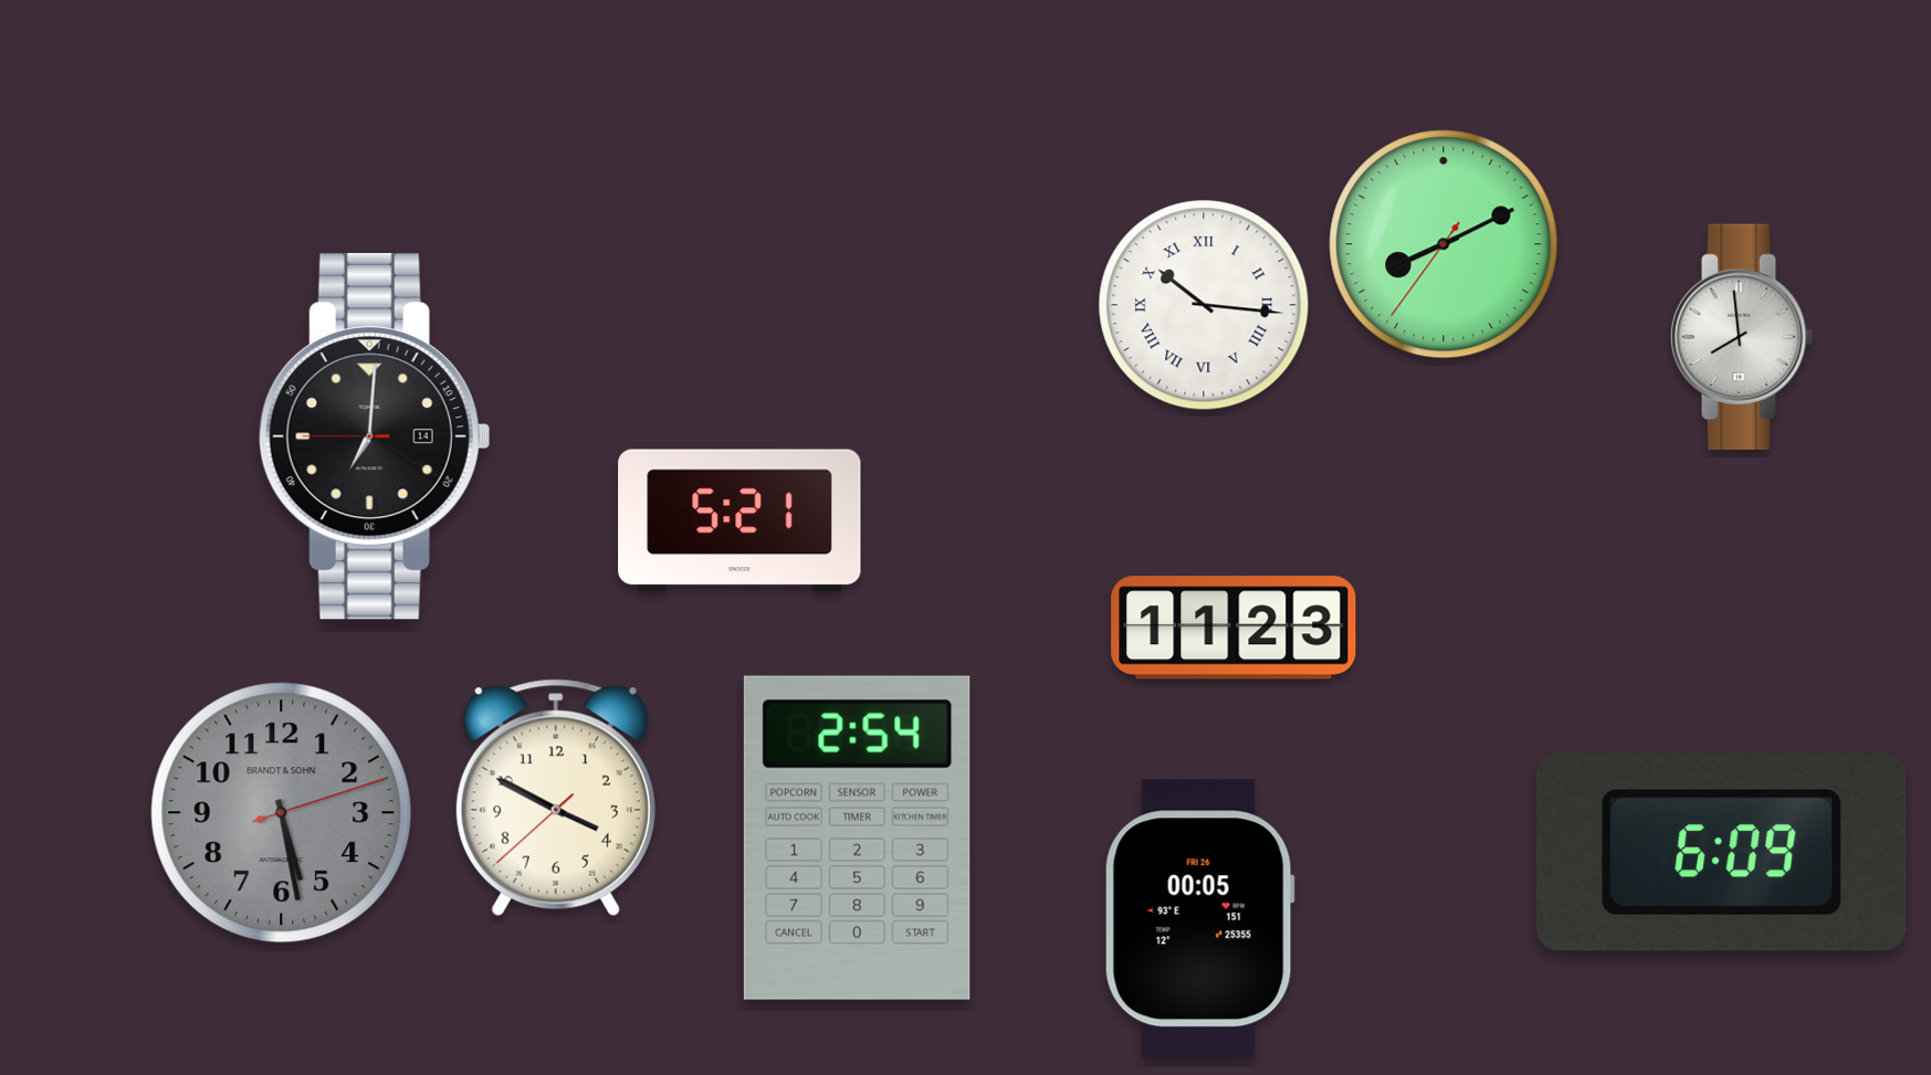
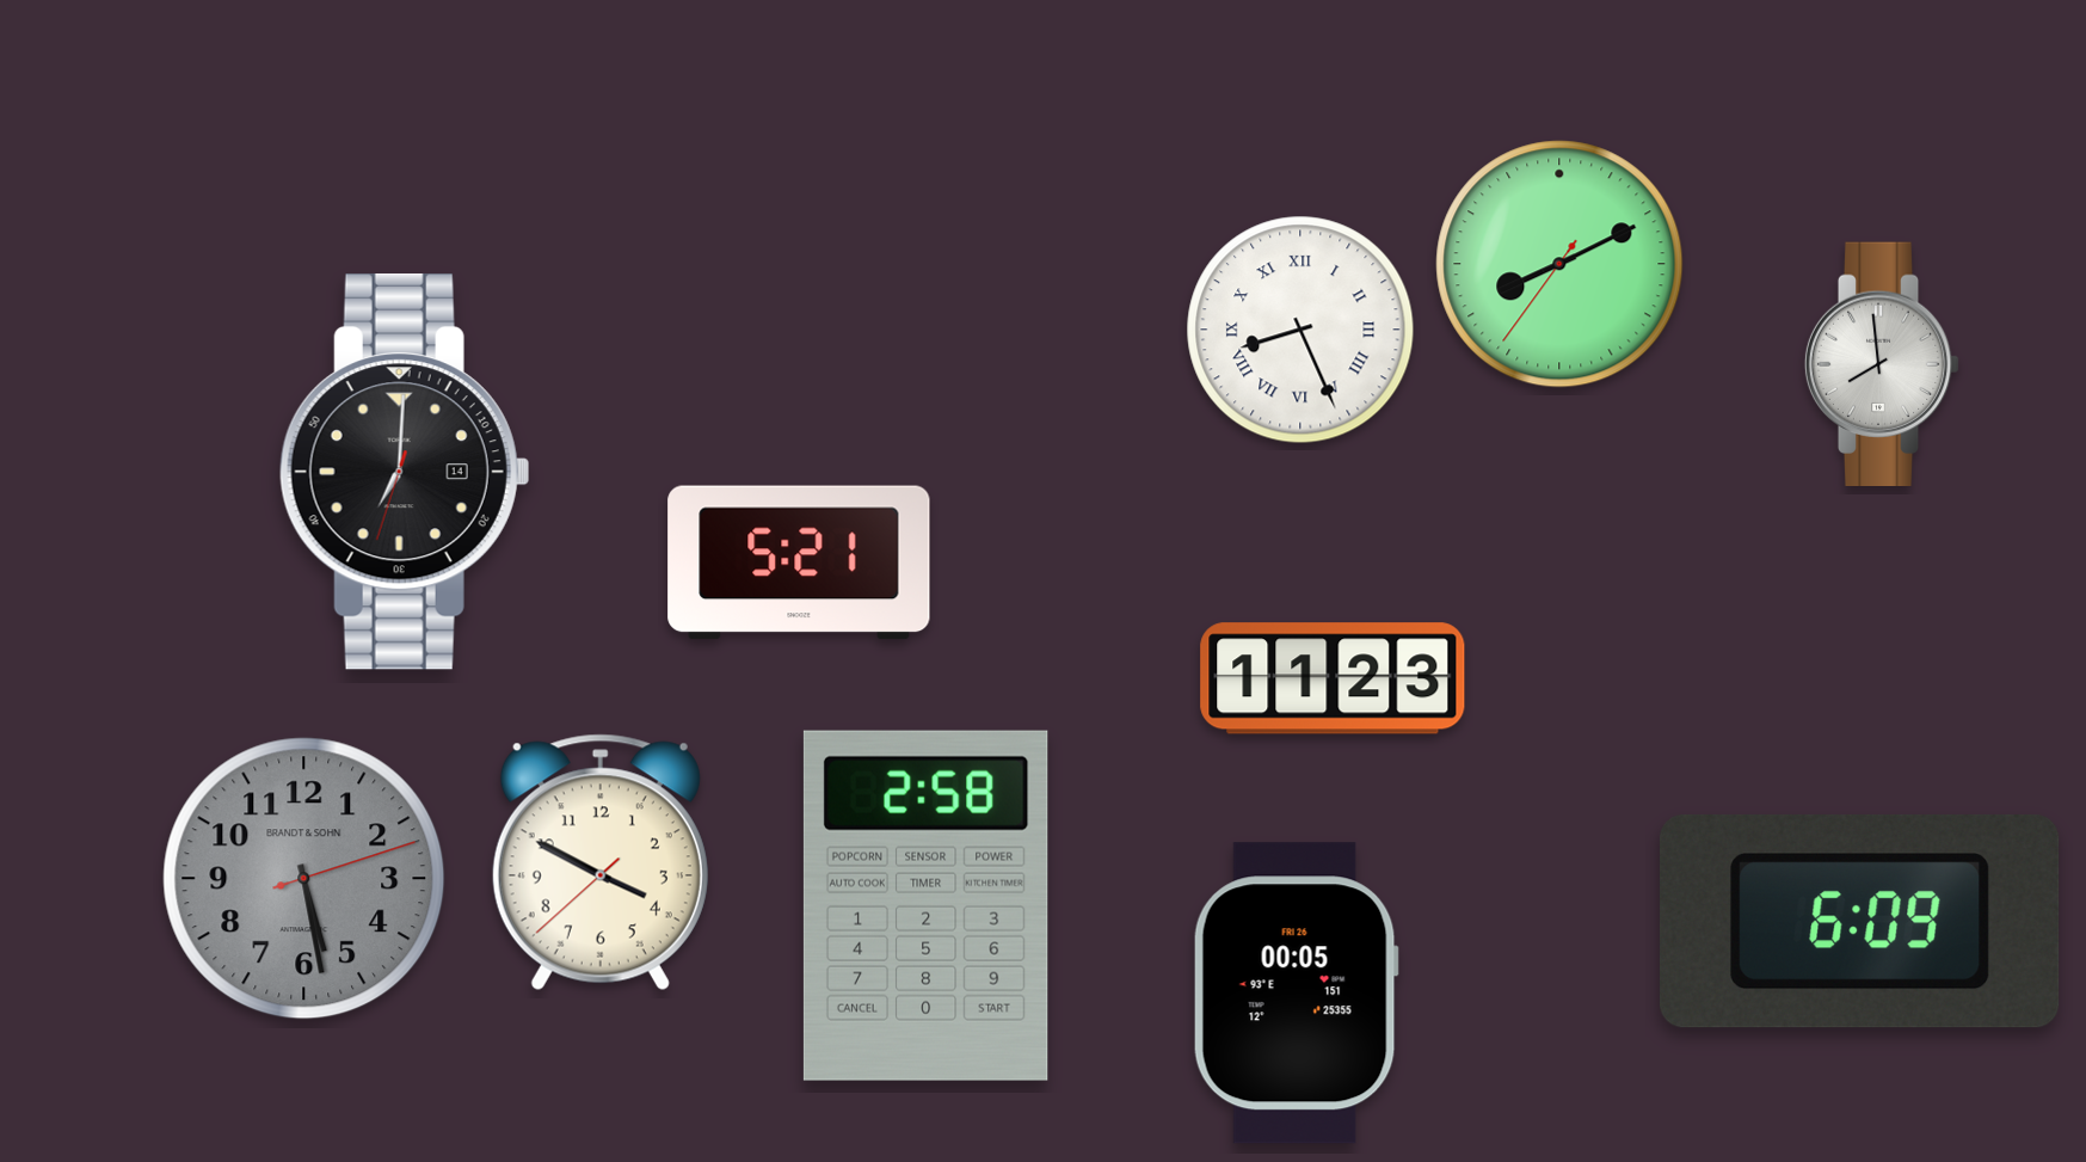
clock at (1204, 305): 10:16 -> 8:26
clock at (375, 438): 7:00:45 -> 7:00:33
clock at (857, 837): 2:54 -> 2:58
